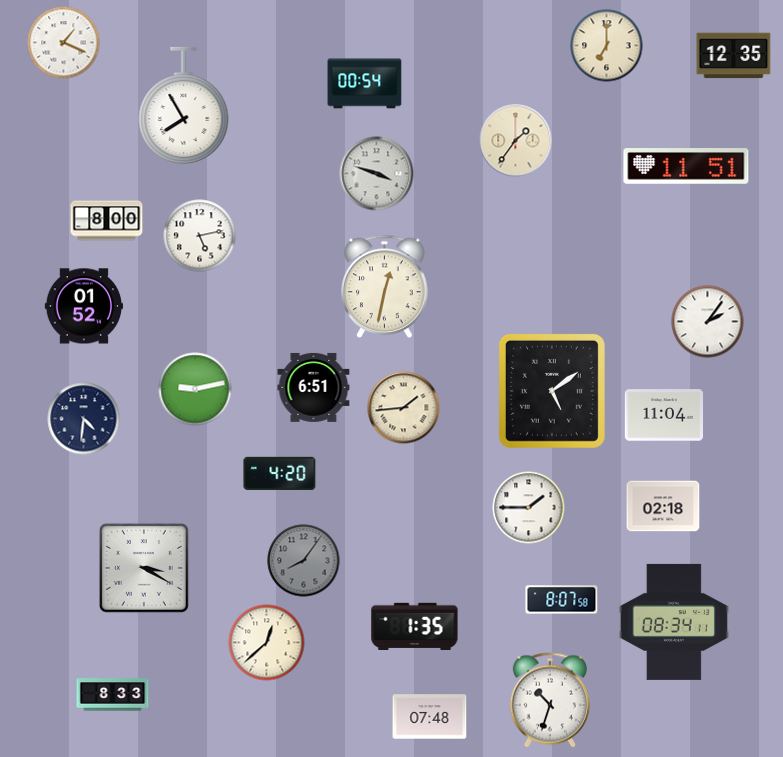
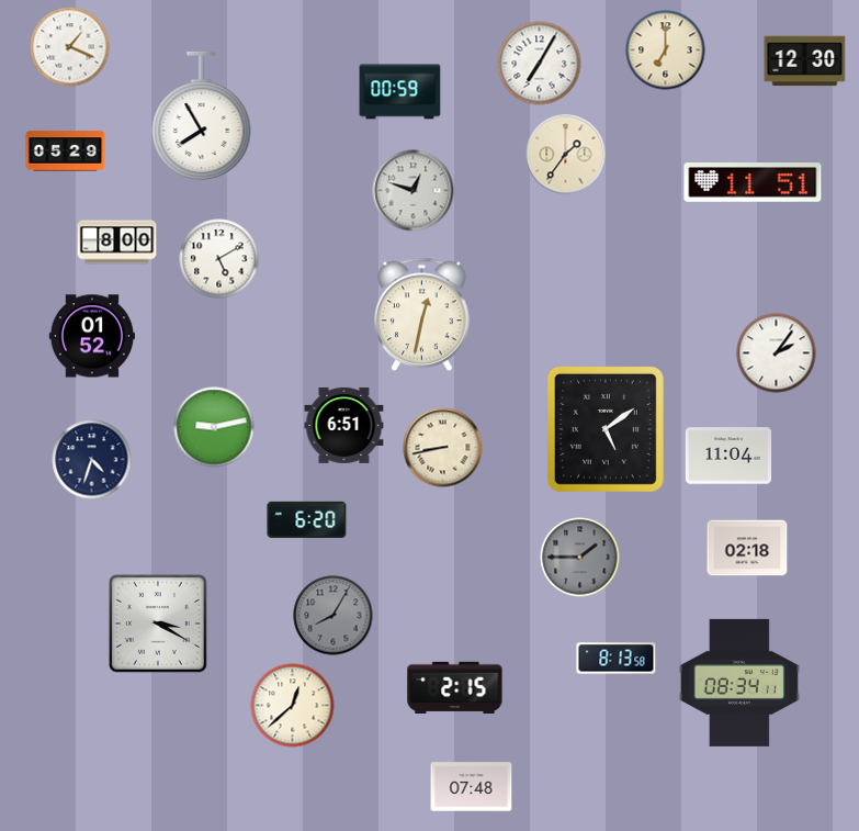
clock at (734, 56): 12:35 -> 12:30
clock at (540, 64): none -> 7:05
clock at (365, 84): 00:54 -> 00:59
clock at (66, 151): none -> 05:29
clock at (377, 174): 3:48 -> 12:48
clock at (200, 236): 5:13 -> 5:10
clock at (404, 408): 1:44 -> 8:43
clock at (84, 419): 4:31 -> 4:33
clock at (280, 473): 4:20 -> 6:20
clock at (663, 506) position: (663, 506) -> (747, 548)
clock at (529, 508) dial: white -> grey
clock at (304, 561): 8:06 -> 8:05
clock at (562, 600): 8:07 -> 8:13
clock at (415, 627): 1:35 -> 2:15
clock at (113, 695): 8:33 -> none
clock at (550, 700): 10:33 -> none
